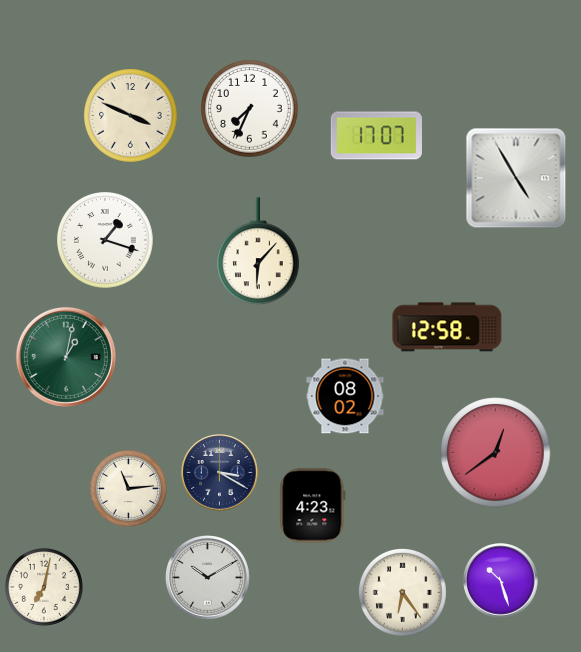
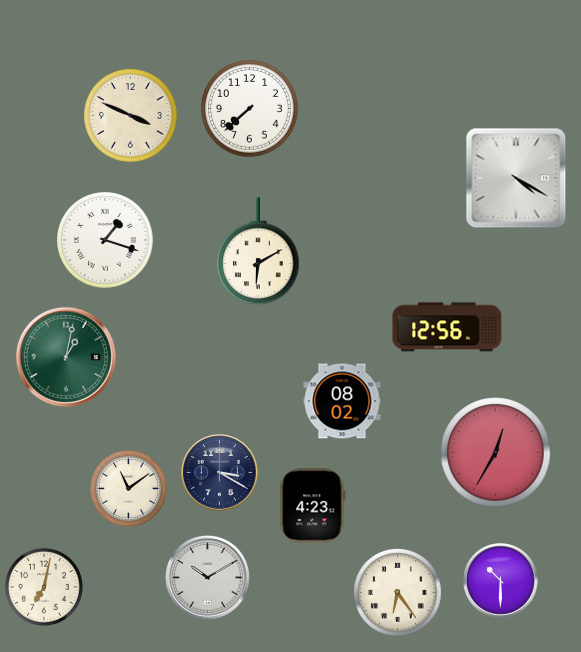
clock at (250, 109): 7:34 -> 7:38
clock at (376, 136): 17:07 -> none
clock at (516, 178): 4:55 -> 4:20
clock at (258, 252): 6:07 -> 6:10
clock at (447, 327): 12:58 -> 12:56
clock at (345, 396) position: (345, 396) -> (342, 401)
clock at (496, 453): 12:39 -> 12:35
clock at (128, 488): 11:14 -> 11:09
clock at (501, 581): 10:27 -> 10:30
clock at (402, 592) position: (402, 592) -> (397, 592)
